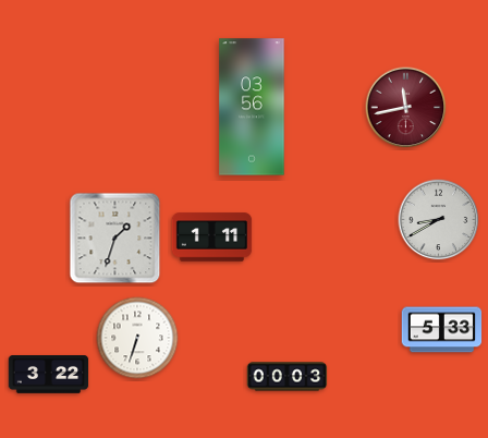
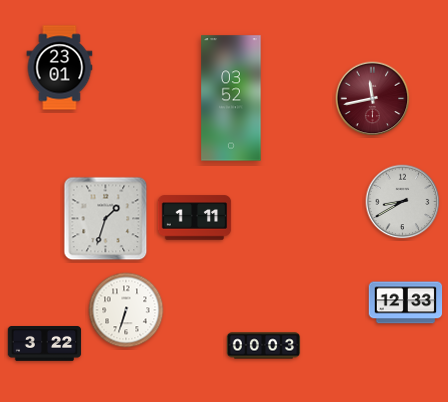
clock at (60, 68): none -> 23:01
clock at (252, 107): 03:56 -> 03:52
clock at (442, 330): 5:33 -> 12:33
